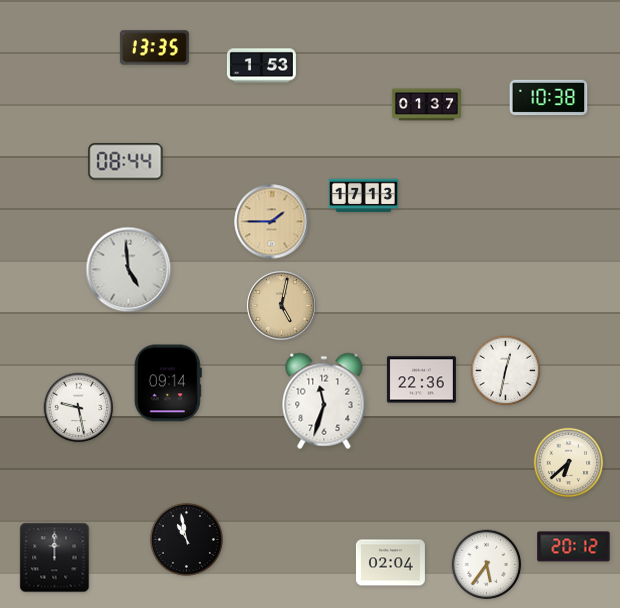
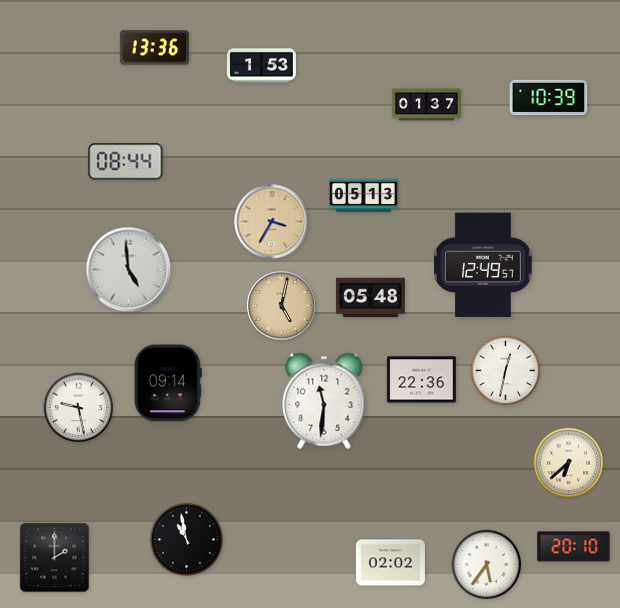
clock at (154, 48): 13:35 -> 13:36
clock at (549, 98): 10:38 -> 10:39
clock at (363, 196): 17:13 -> 05:13
clock at (272, 222): 1:45 -> 3:35
clock at (484, 265): none -> 12:49
clock at (370, 298): none -> 05:48
clock at (324, 401): 11:33 -> 11:31
clock at (574, 547): 20:12 -> 20:10
clock at (55, 558): 12:00 -> 2:00
clock at (390, 563): 02:04 -> 02:02
